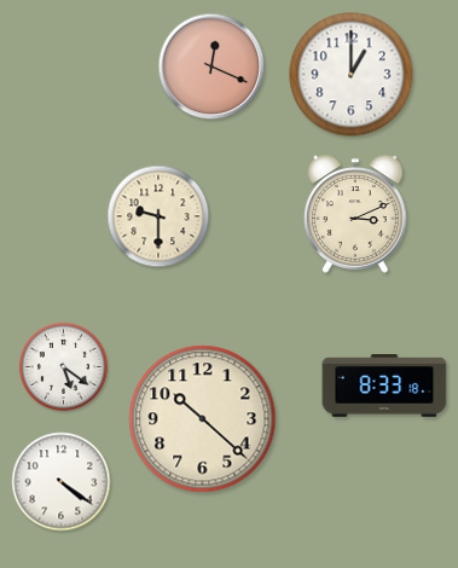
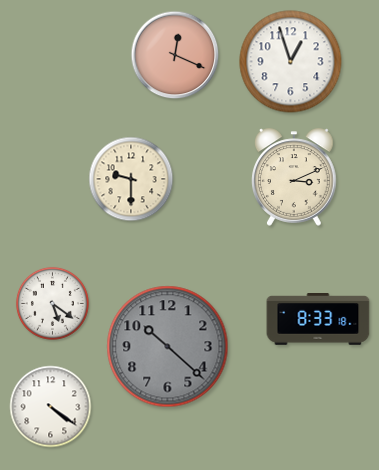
clock at (352, 75): 1:00 -> 12:57
clock at (203, 419) dial: cream -> grey
clock at (62, 482) position: (62, 482) -> (51, 407)
